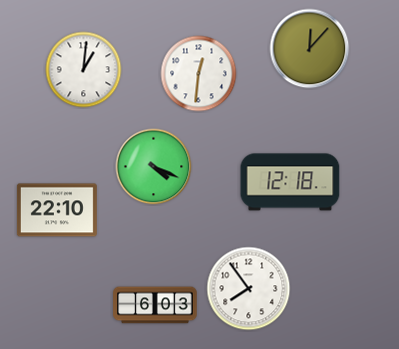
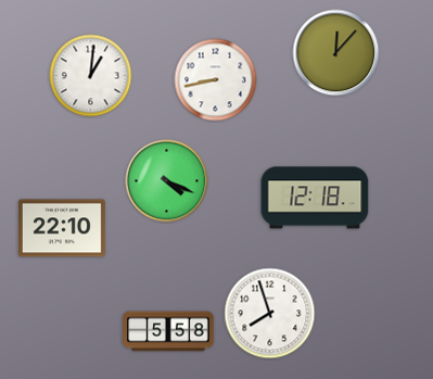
clock at (199, 74): 12:31 -> 8:43
clock at (249, 289): 7:54 -> 7:57
clock at (155, 305): 6:03 -> 5:58
